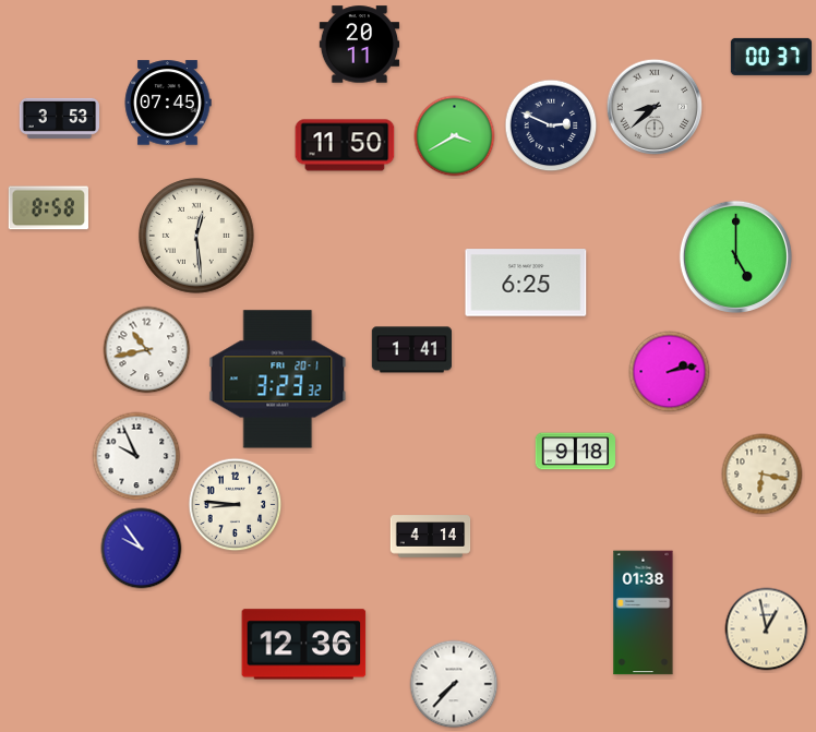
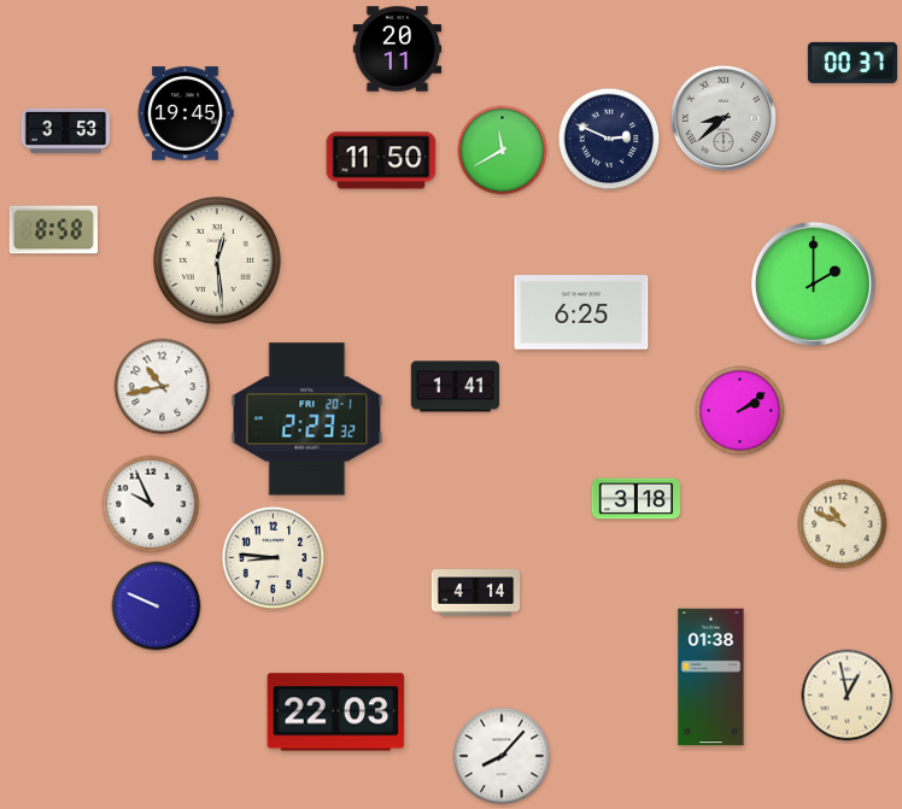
clock at (168, 103): 07:45 -> 19:45
clock at (455, 136): 3:40 -> 11:40
clock at (735, 256): 5:00 -> 2:00
clock at (670, 372): 2:13 -> 2:09
clock at (278, 380): 3:23 -> 2:23
clock at (575, 452): 9:18 -> 3:18
clock at (763, 475): 6:17 -> 10:49
clock at (236, 505) position: (236, 505) -> (274, 558)
clock at (142, 549): 9:54 -> 9:49
clock at (304, 645): 12:36 -> 22:03
clock at (454, 684): 7:37 -> 8:07
